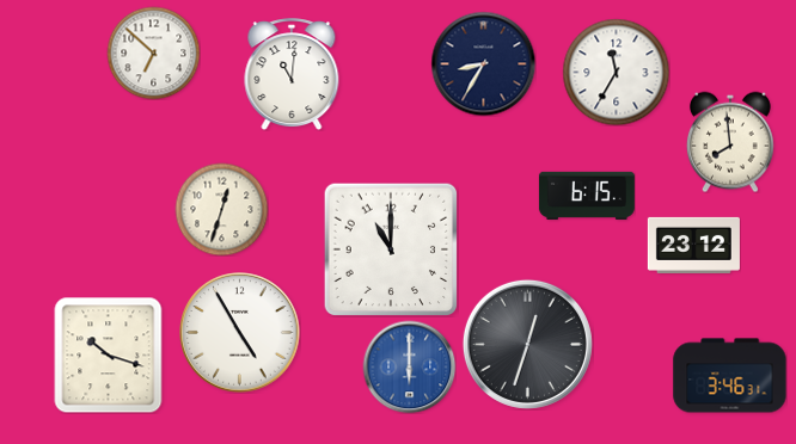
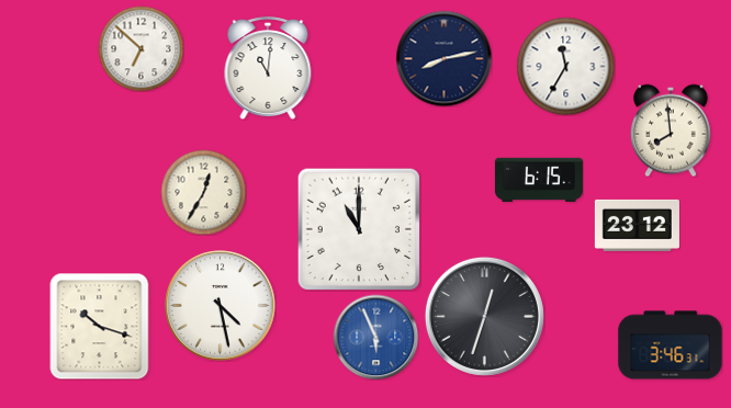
clock at (483, 63): 8:35 -> 8:13
clock at (221, 209): 12:33 -> 12:35
clock at (240, 333): 4:55 -> 4:28
clock at (409, 366): 6:00 -> 5:56
